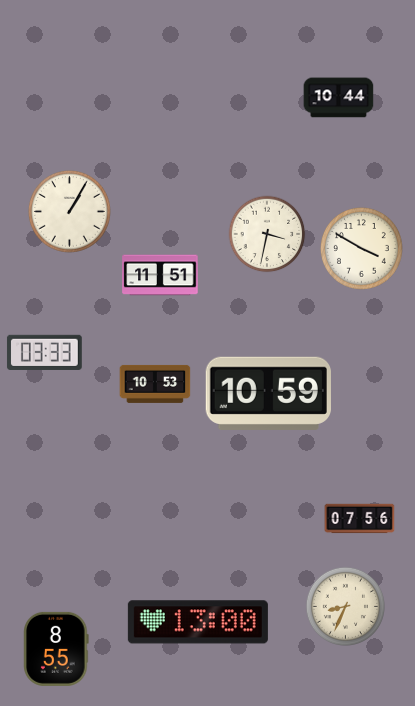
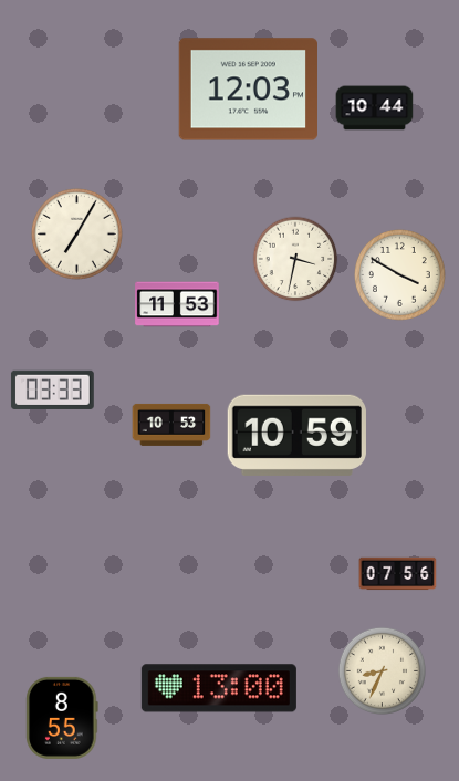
clock at (248, 90): none -> 12:03
clock at (70, 212): 1:05 -> 7:05
clock at (160, 275): 11:51 -> 11:53
clock at (44, 352) position: (44, 352) -> (52, 389)
